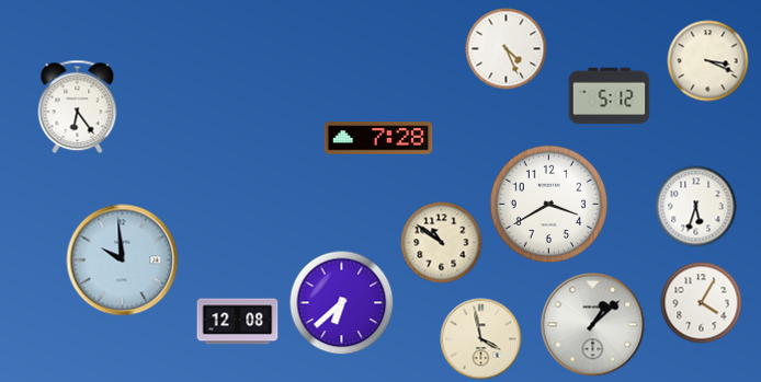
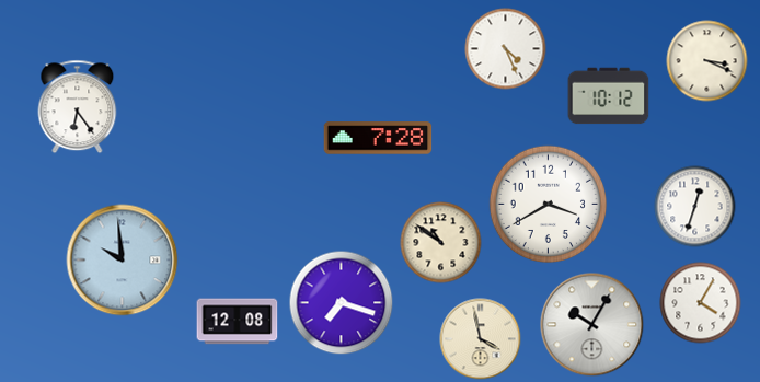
clock at (610, 96): 5:12 -> 10:12
clock at (696, 207): 5:33 -> 12:33
clock at (342, 303): 6:38 -> 7:18
clock at (593, 325): 1:08 -> 10:05
